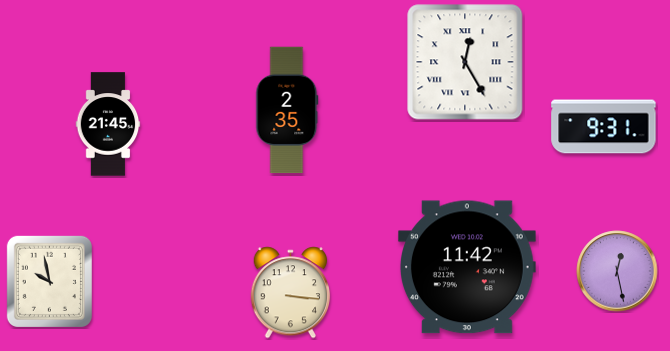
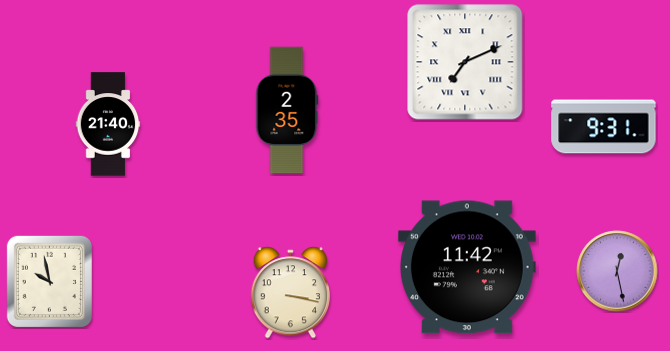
clock at (465, 62): 12:25 -> 7:11
clock at (108, 124): 21:45 -> 21:40
clock at (291, 293): 3:16 -> 3:17
